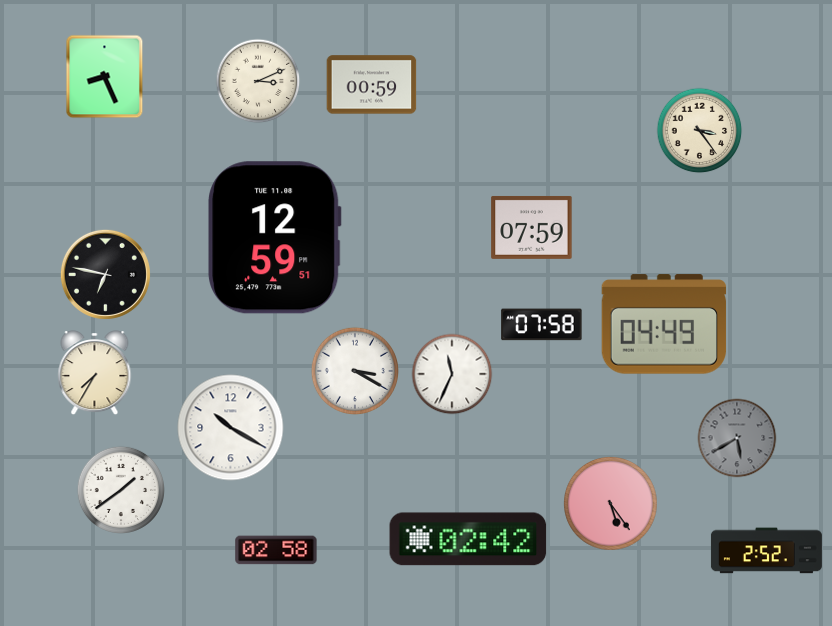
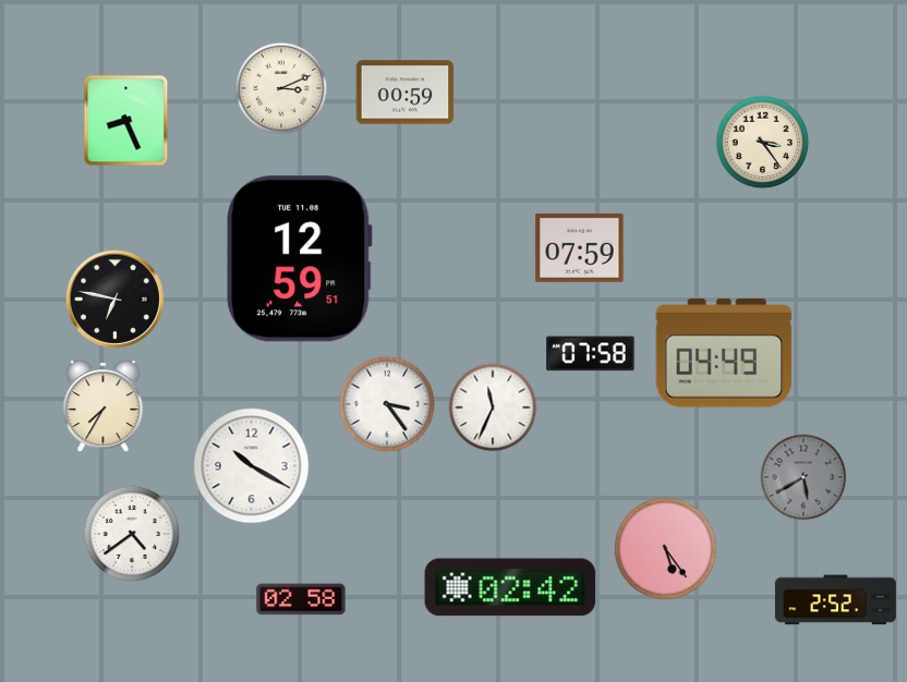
clock at (105, 77) position: (105, 77) -> (126, 121)
clock at (354, 370): 3:20 -> 3:24
clock at (120, 489): 1:39 -> 4:39
